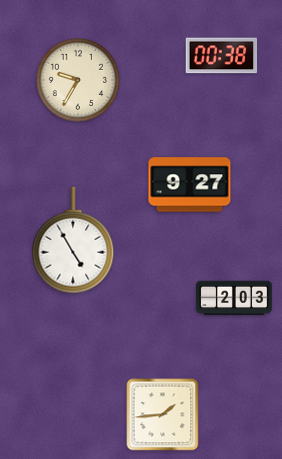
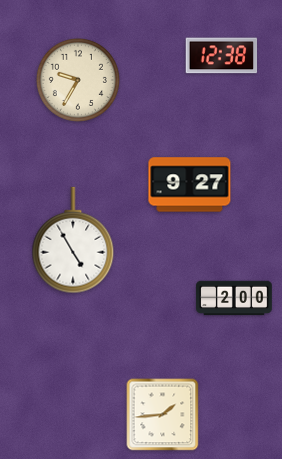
clock at (222, 56): 00:38 -> 12:38
clock at (234, 298): 2:03 -> 2:00
